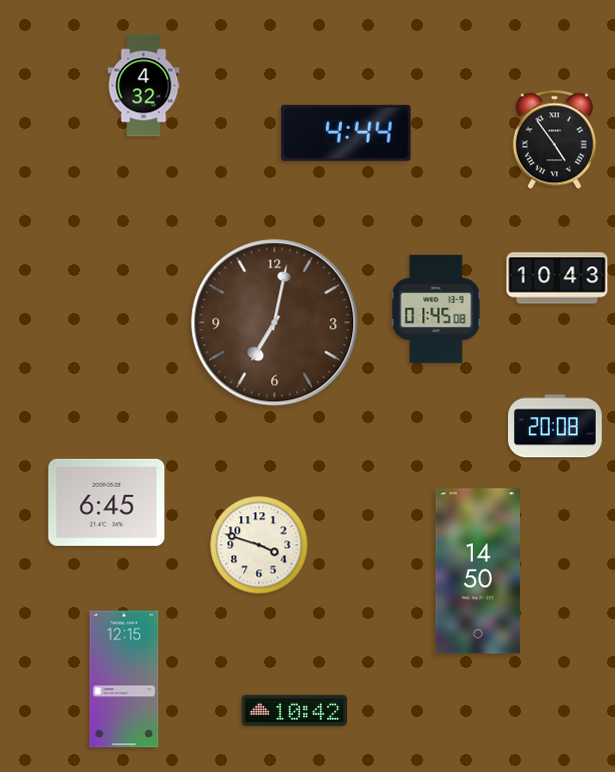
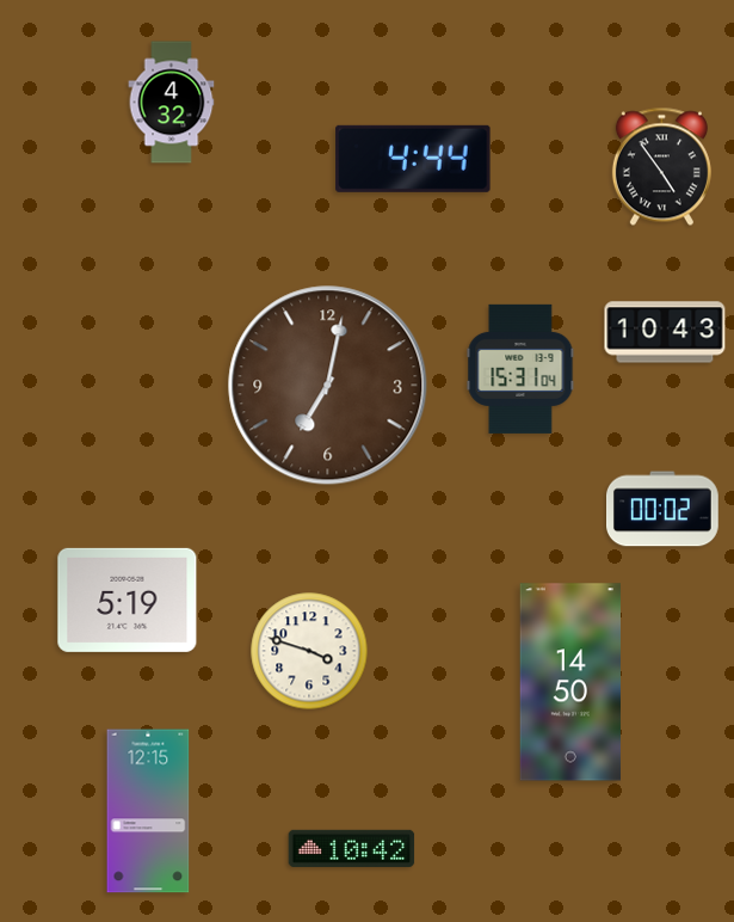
clock at (436, 309): 01:45 -> 15:31
clock at (556, 426): 20:08 -> 00:02
clock at (107, 502): 6:45 -> 5:19
